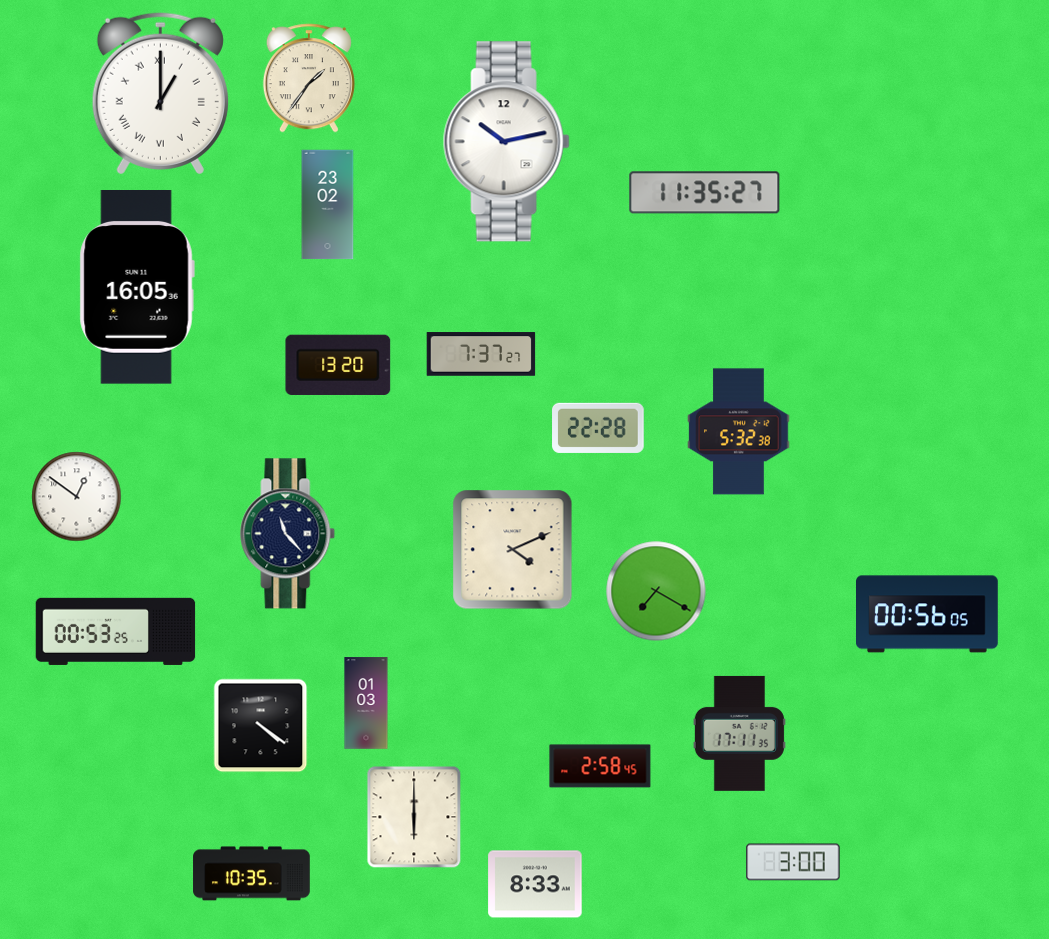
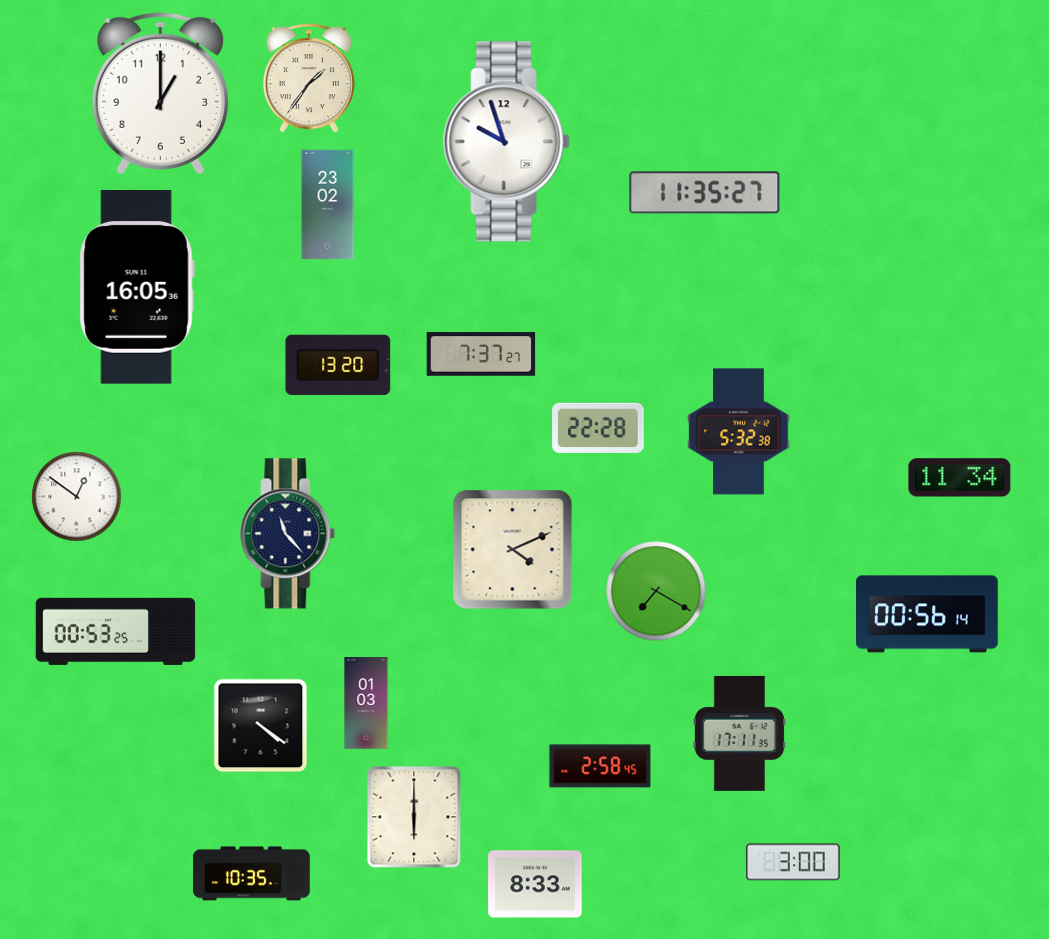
clock at (160, 93) numerals: Roman -> Arabic
clock at (506, 142): 10:13 -> 9:57
clock at (960, 478): none -> 11:34
clock at (928, 614): 00:56:05 -> 00:56:14
